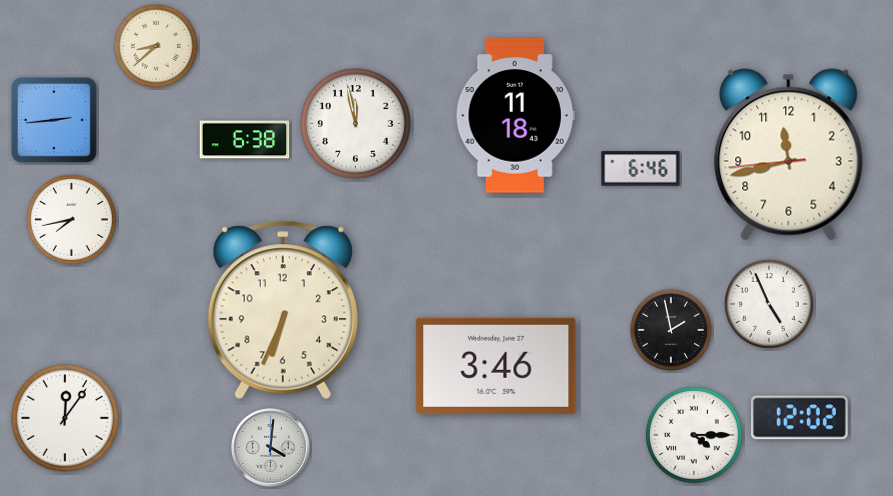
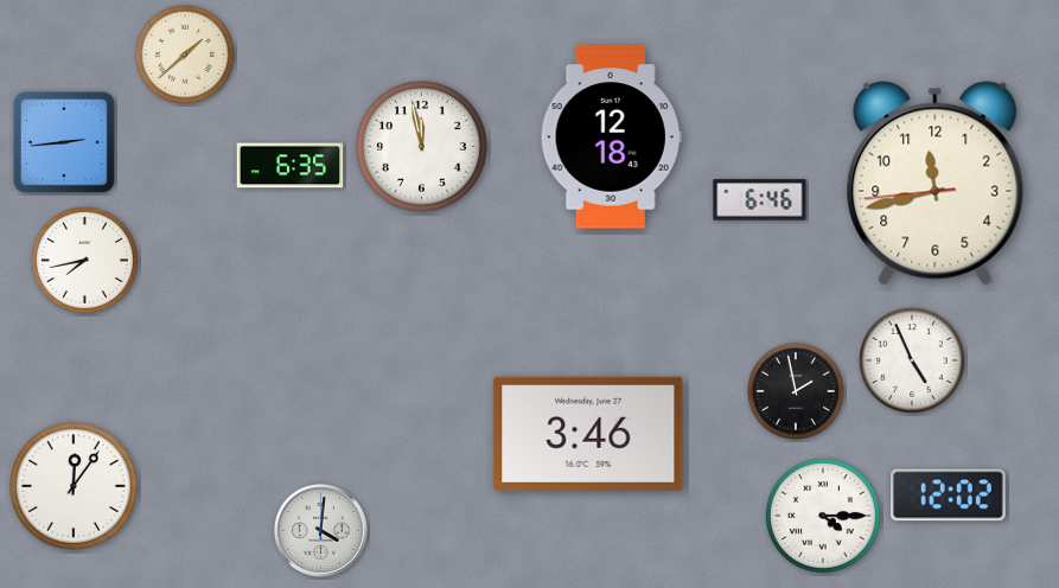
clock at (156, 46): 8:38 -> 1:38
clock at (515, 116): 11:18 -> 12:18
clock at (245, 140): 6:38 -> 6:35
clock at (283, 310): 6:34 -> none
clock at (65, 418) position: (65, 418) -> (74, 486)
